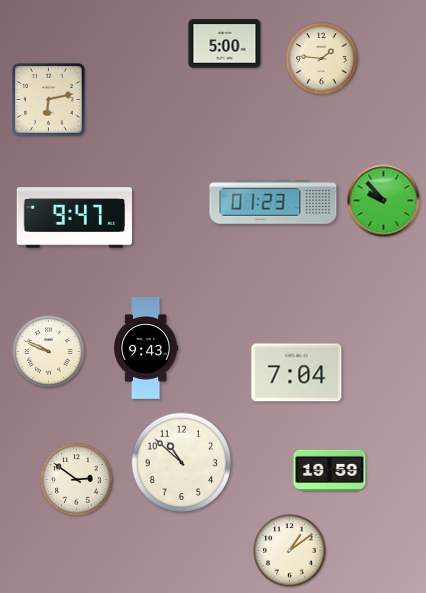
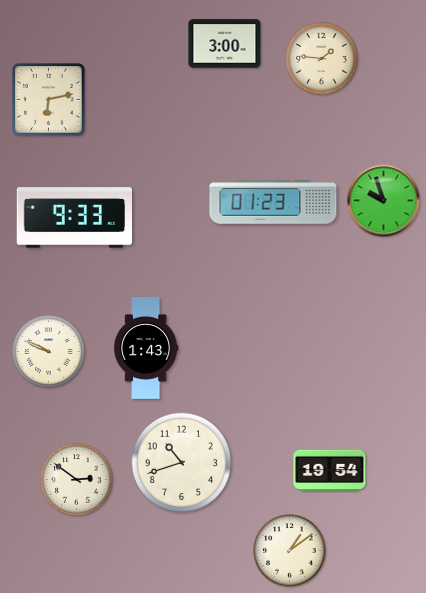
clock at (225, 44): 5:00 -> 3:00
clock at (384, 201): 9:53 -> 9:57
clock at (75, 218): 9:47 -> 9:33
clock at (147, 348): 9:43 -> 1:43
clock at (297, 373): 7:04 -> none
clock at (181, 462): 10:52 -> 10:42
clock at (330, 470): 19:59 -> 19:54
